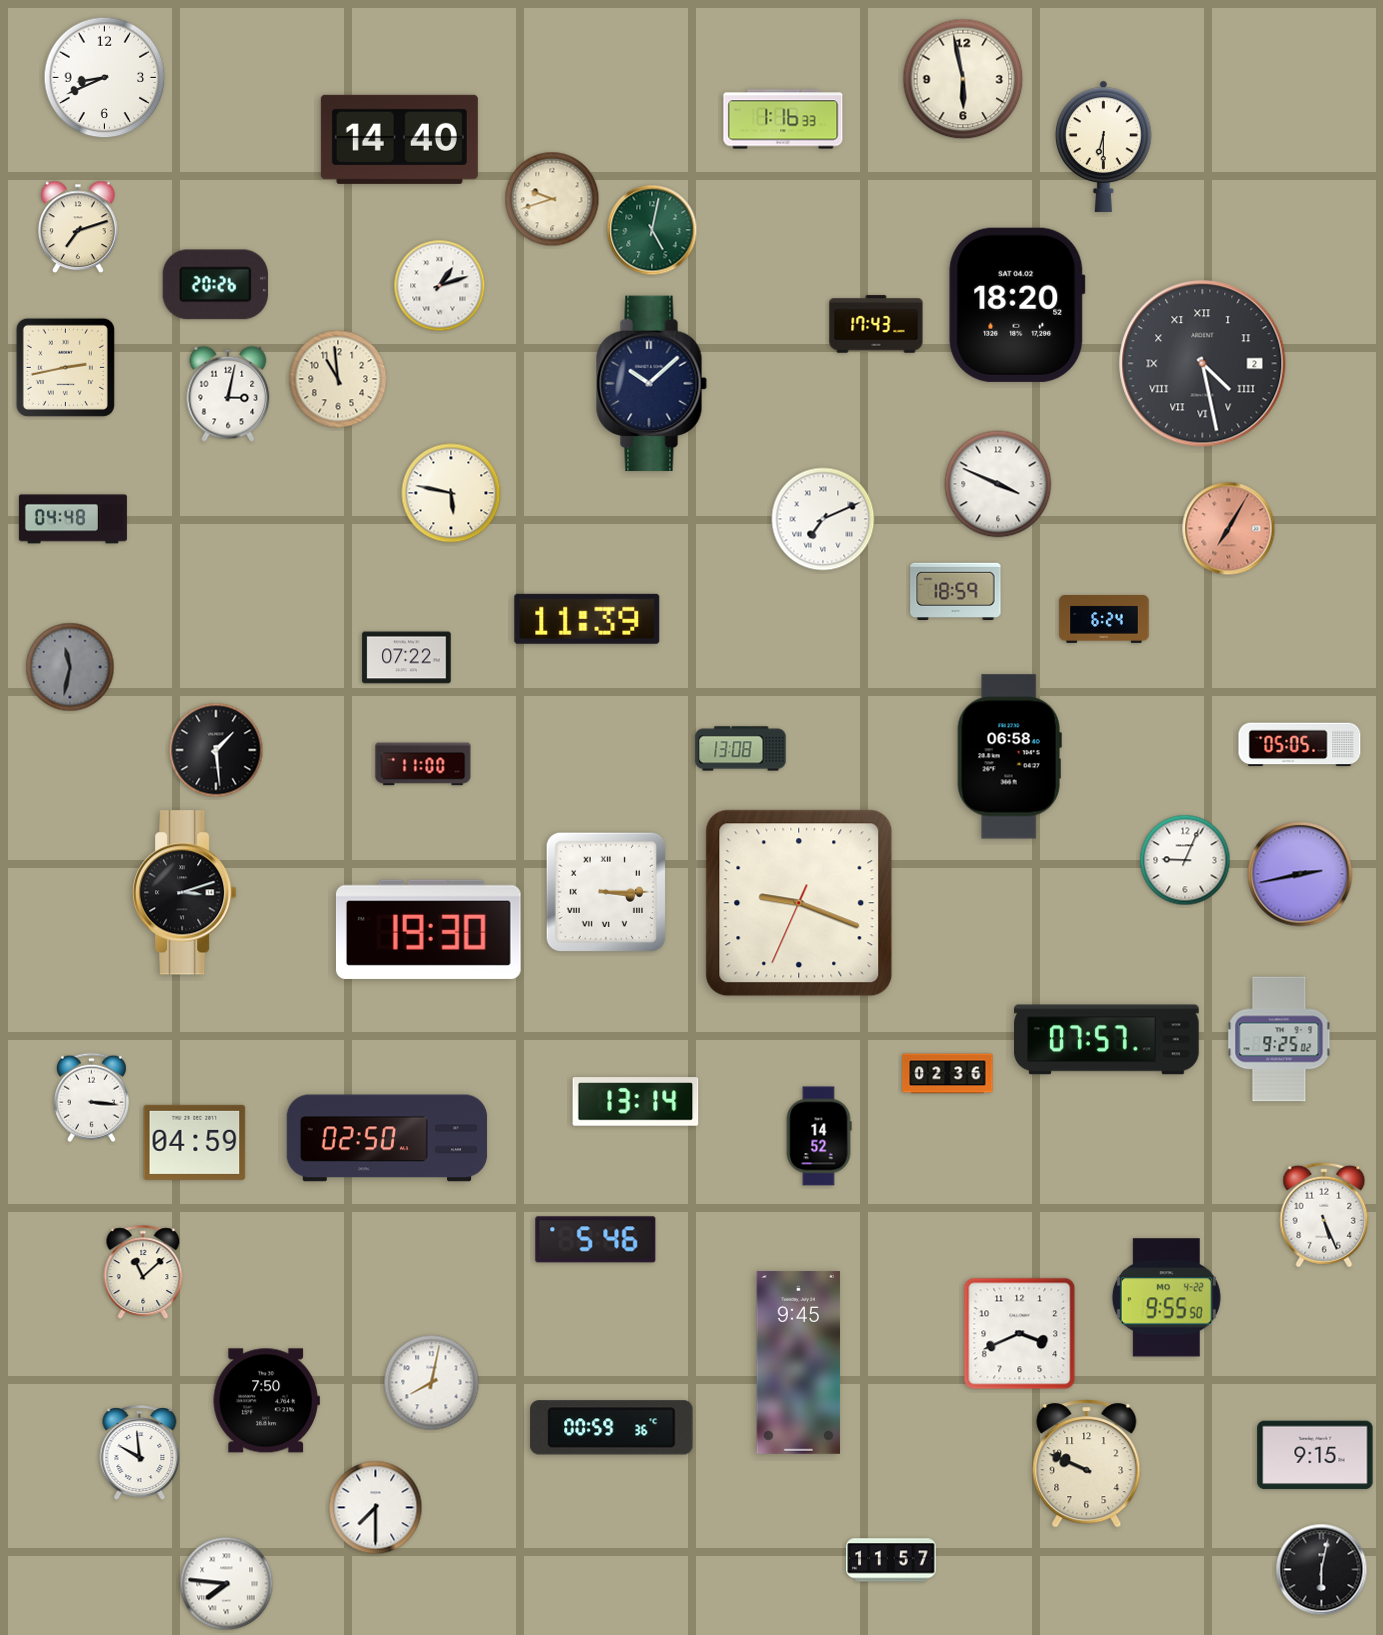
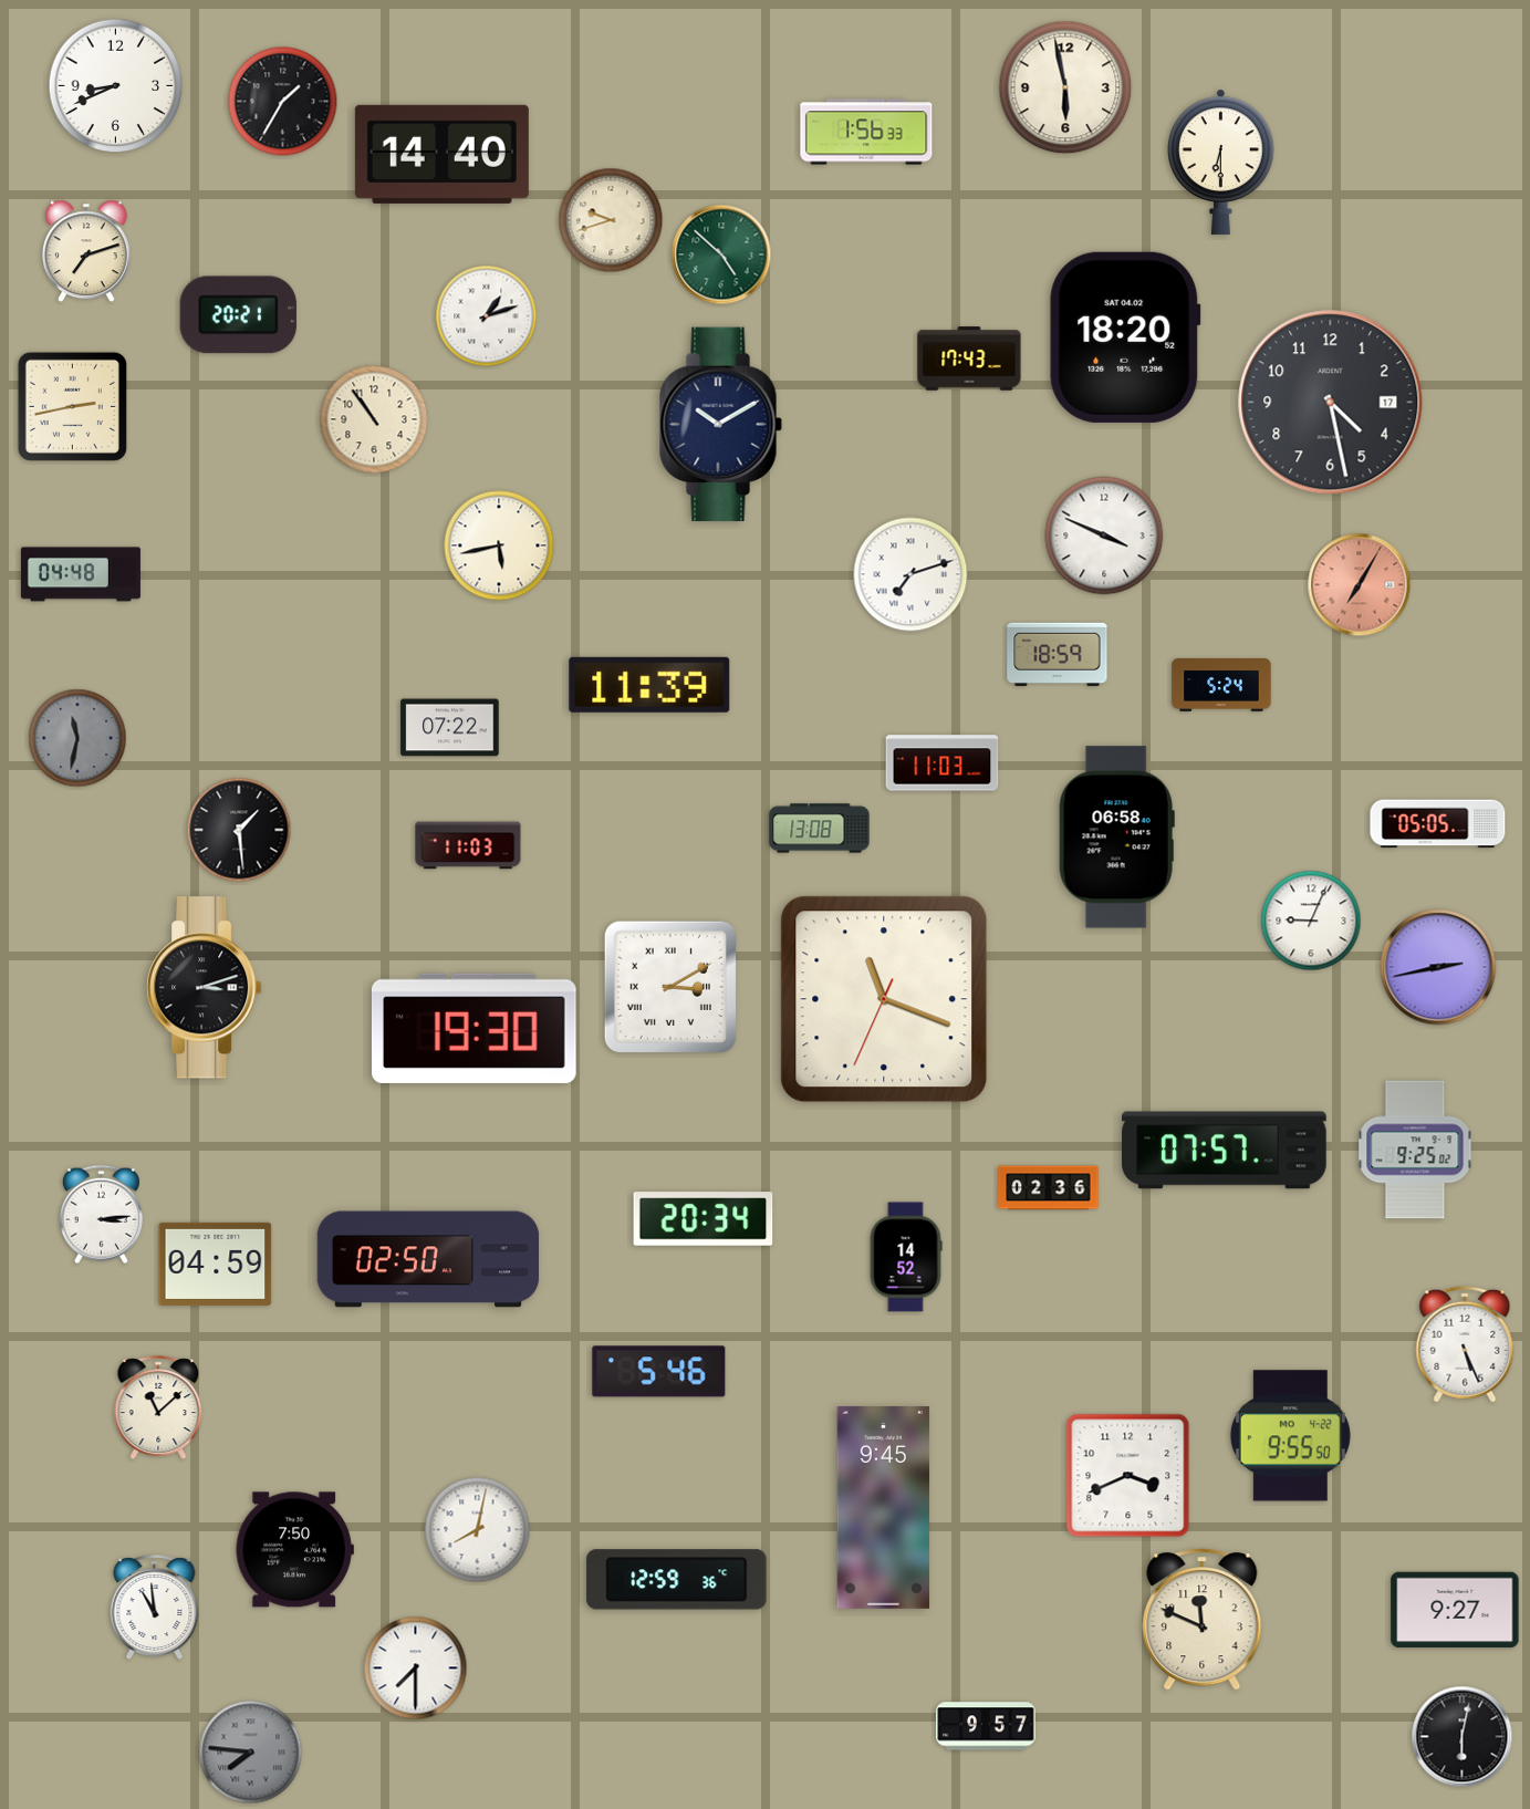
clock at (283, 102): none -> 1:35
clock at (783, 119): 1:16 -> 1:56
clock at (652, 230): 5:02 -> 4:52
clock at (215, 285): 20:26 -> 20:21
clock at (1203, 364) date: 2 -> 17
clock at (1203, 364) numerals: Roman -> Arabic
clock at (338, 379): 10:59 -> 10:54
clock at (651, 384): 10:08 -> 10:10
clock at (228, 394): 3:02 -> none
clock at (451, 493): 5:47 -> 5:43
clock at (823, 519): 7:11 -> 7:12
clock at (1104, 620): 6:24 -> 5:24
clock at (943, 763): none -> 11:03
clock at (423, 764): 11:00 -> 11:03
clock at (1185, 860) position: (1185, 860) -> (1311, 921)
clock at (605, 891): 3:15 -> 3:10
clock at (799, 903): 9:18 -> 11:18
clock at (91, 1098): 3:16 -> 3:14
clock at (636, 1102): 13:14 -> 20:34
clock at (612, 1428): 00:59 -> 12:59
clock at (140, 1453): 9:59 -> 10:59
clock at (1315, 1455): 9:15 -> 9:27
clock at (1087, 1464): 9:49 -> 11:49
clock at (891, 1560): 11:57 -> 9:57
clock at (227, 1584) dial: white -> grey
